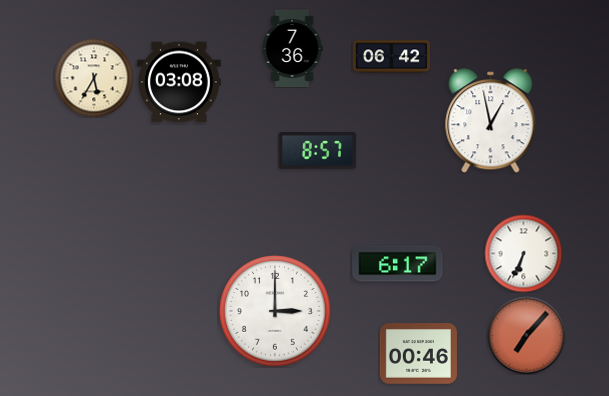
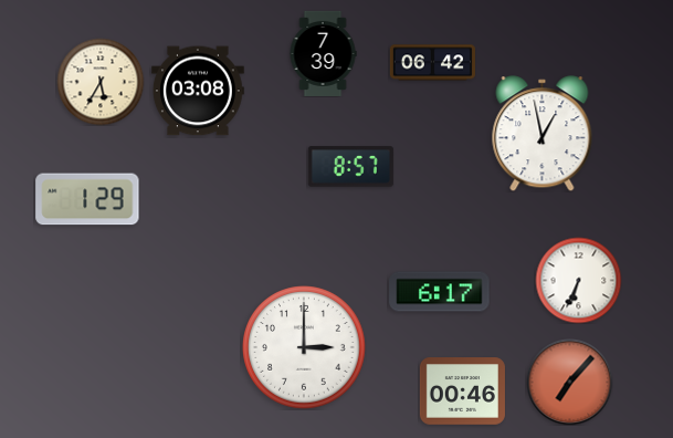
clock at (292, 48): 7:36 -> 7:39
clock at (94, 78) position: (94, 78) -> (101, 82)
clock at (87, 199): none -> 1:29
clock at (275, 311) position: (275, 311) -> (304, 347)
clock at (526, 335) position: (526, 335) -> (569, 382)
